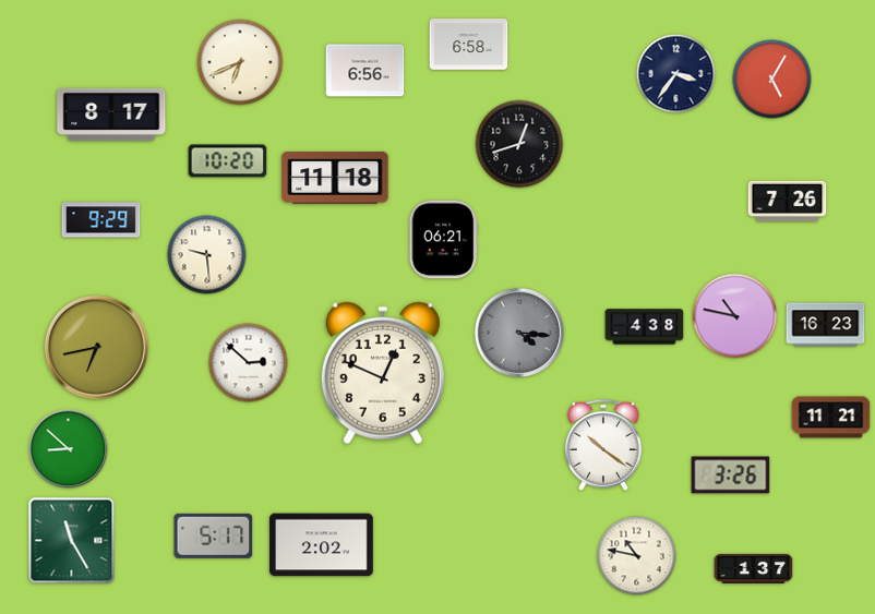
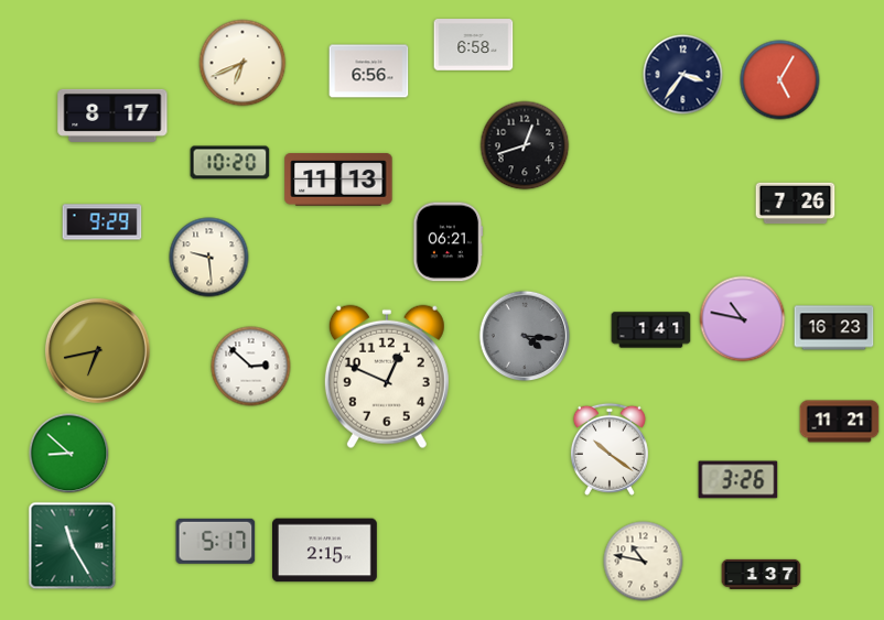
clock at (335, 178): 11:18 -> 11:13
clock at (645, 327): 4:38 -> 1:41
clock at (322, 545): 2:02 -> 2:15
